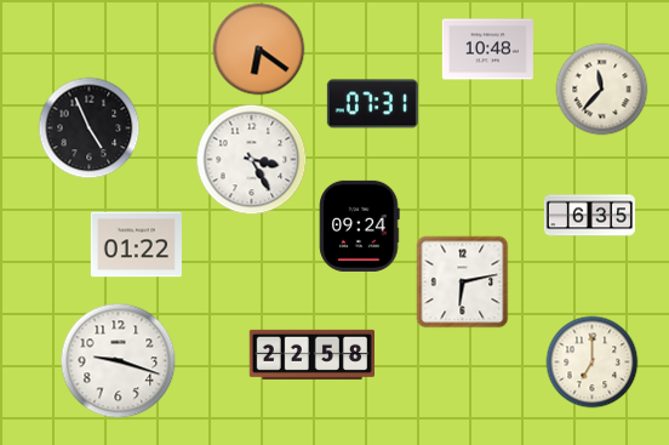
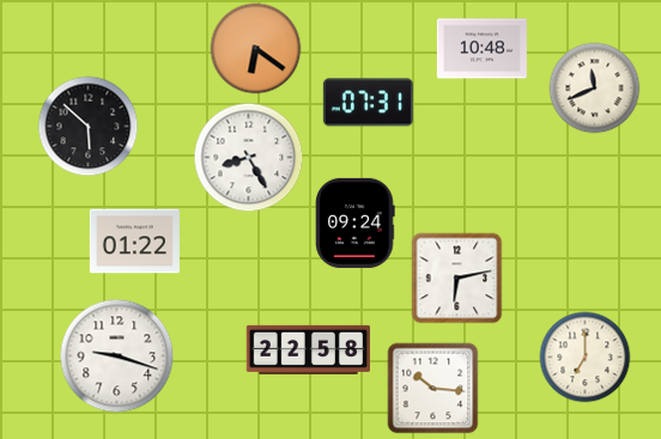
clock at (602, 90): 11:37 -> 11:41
clock at (90, 129): 4:56 -> 5:52
clock at (252, 160): 3:25 -> 8:25
clock at (589, 216): 6:35 -> none
clock at (433, 389): none -> 10:16
